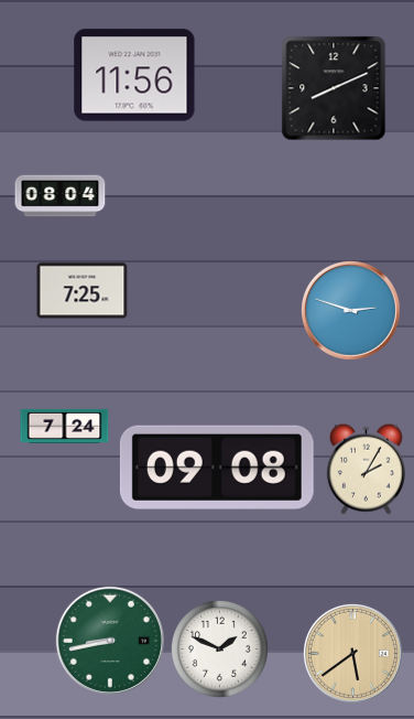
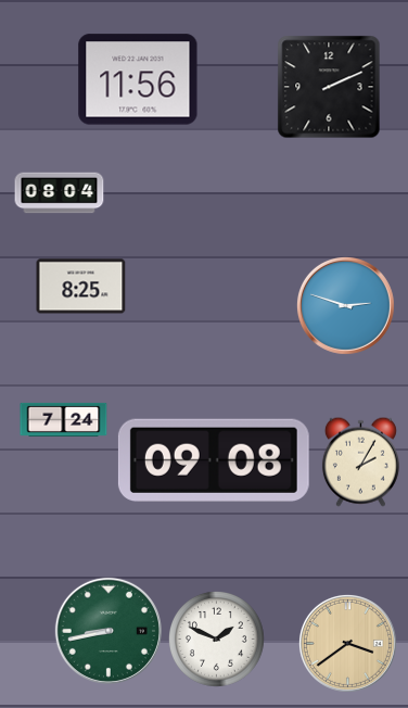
clock at (134, 75) position: (134, 75) -> (138, 79)
clock at (334, 88): 8:11 -> 2:11
clock at (83, 291): 7:25 -> 8:25
clock at (352, 653): 5:39 -> 3:39
